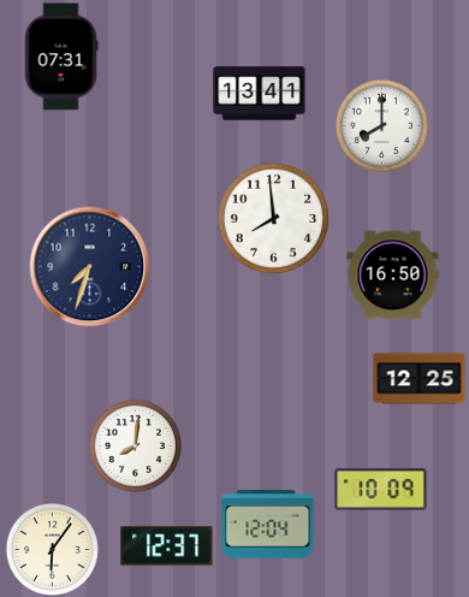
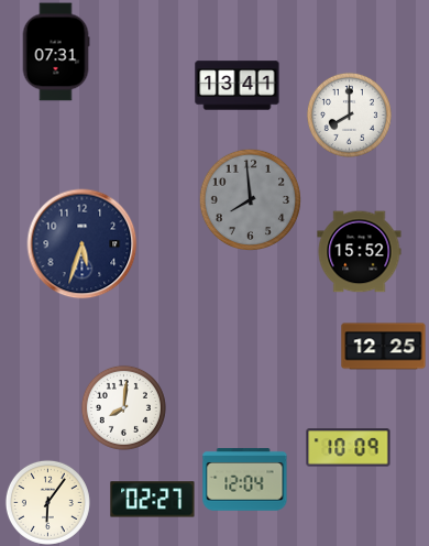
clock at (273, 218) dial: white -> grey
clock at (90, 267): 7:33 -> 5:33
clock at (393, 276): 16:50 -> 15:52
clock at (167, 546): 12:37 -> 02:27
